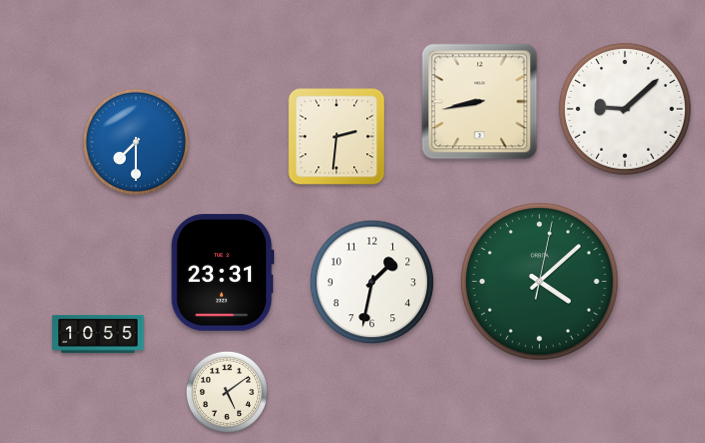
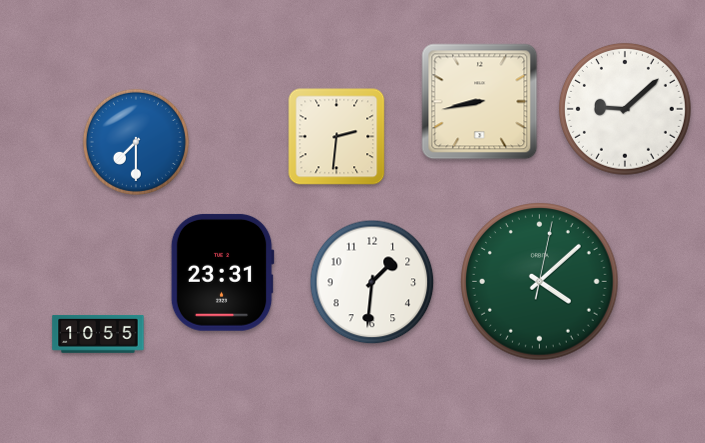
clock at (372, 282): 1:32 -> 1:31
clock at (227, 392): 5:09 -> none
